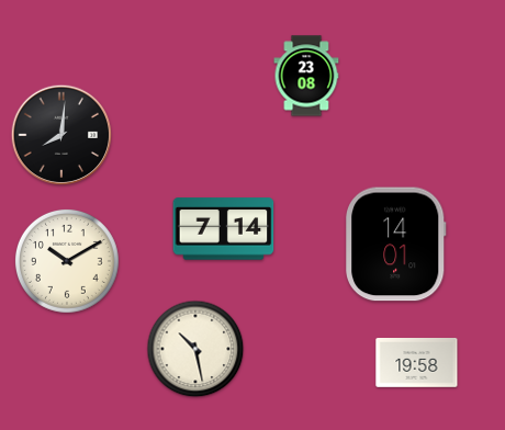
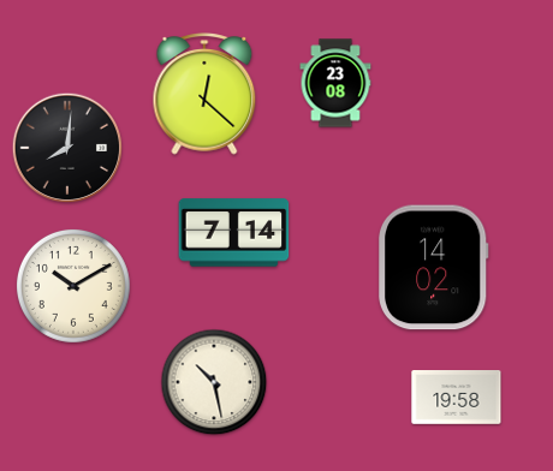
clock at (204, 94): none -> 12:22
clock at (224, 229) position: (224, 229) -> (234, 233)
clock at (395, 245): 14:01 -> 14:02
